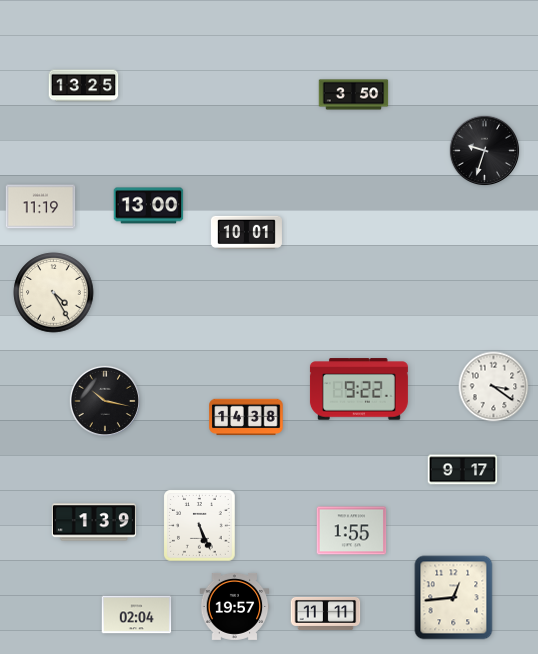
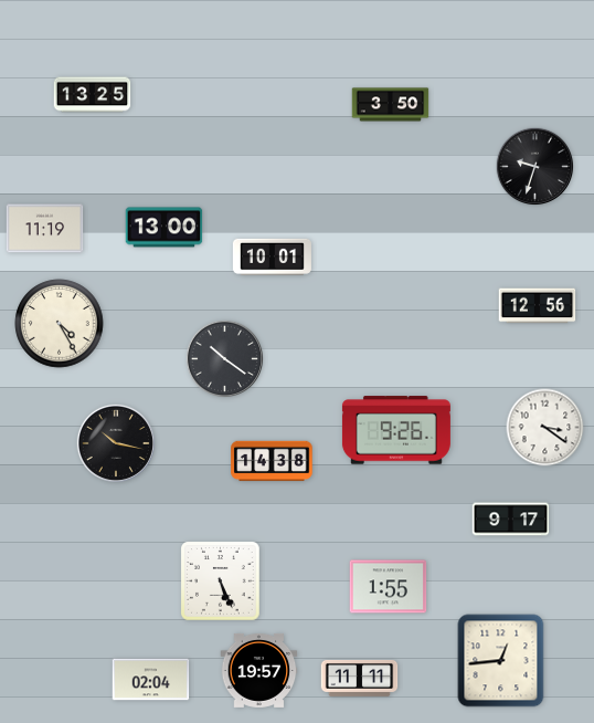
clock at (538, 306): none -> 12:56
clock at (225, 359): none -> 10:21
clock at (359, 389): 9:22 -> 9:26
clock at (94, 522): 1:39 -> none
